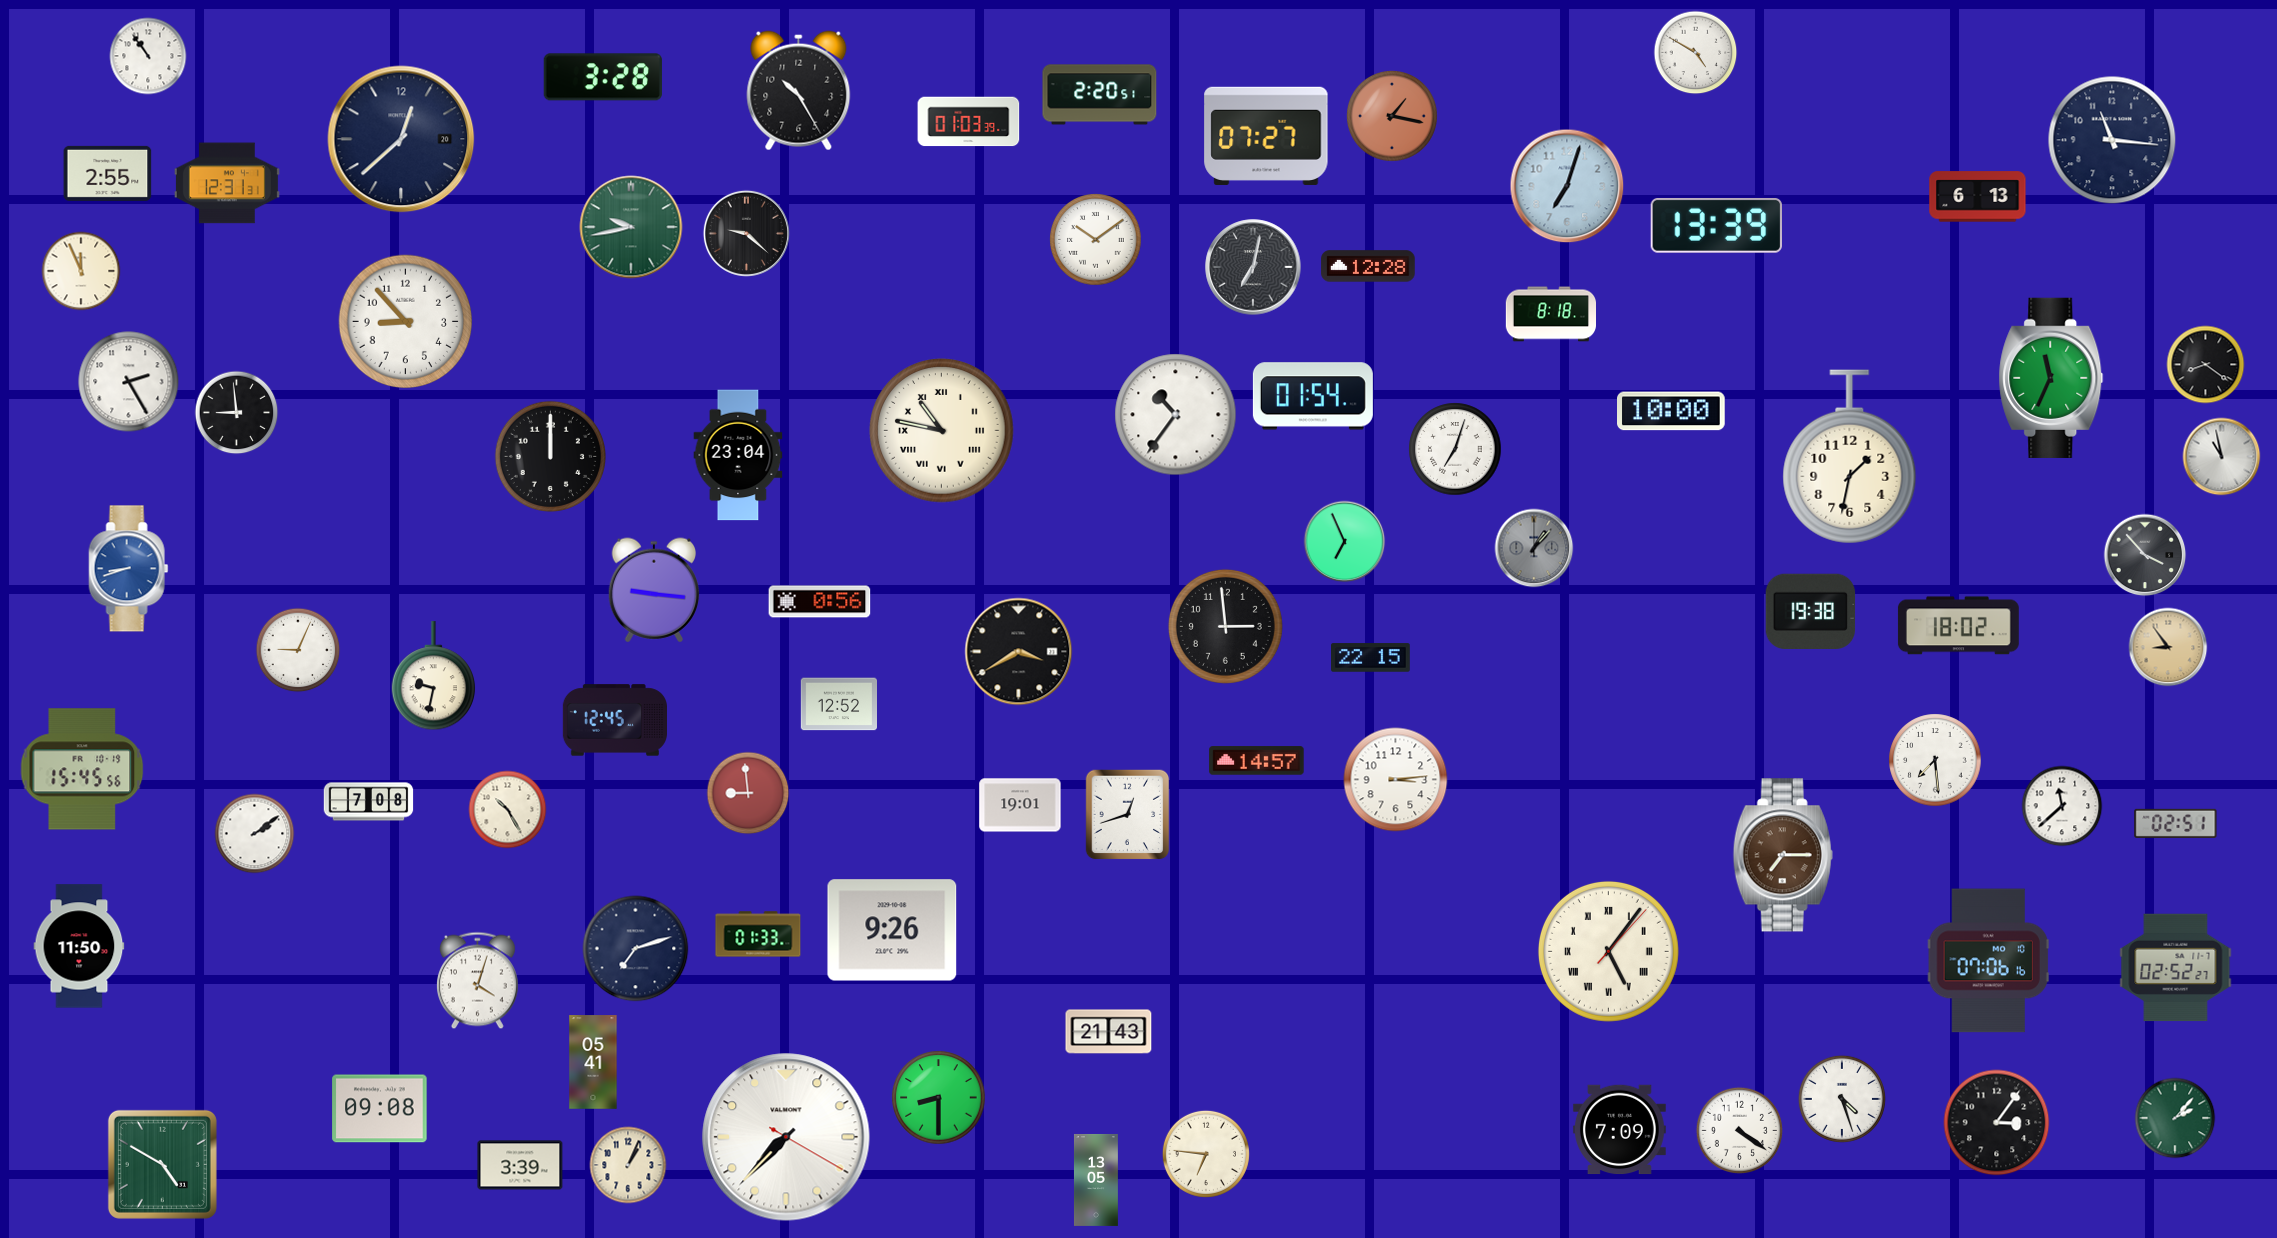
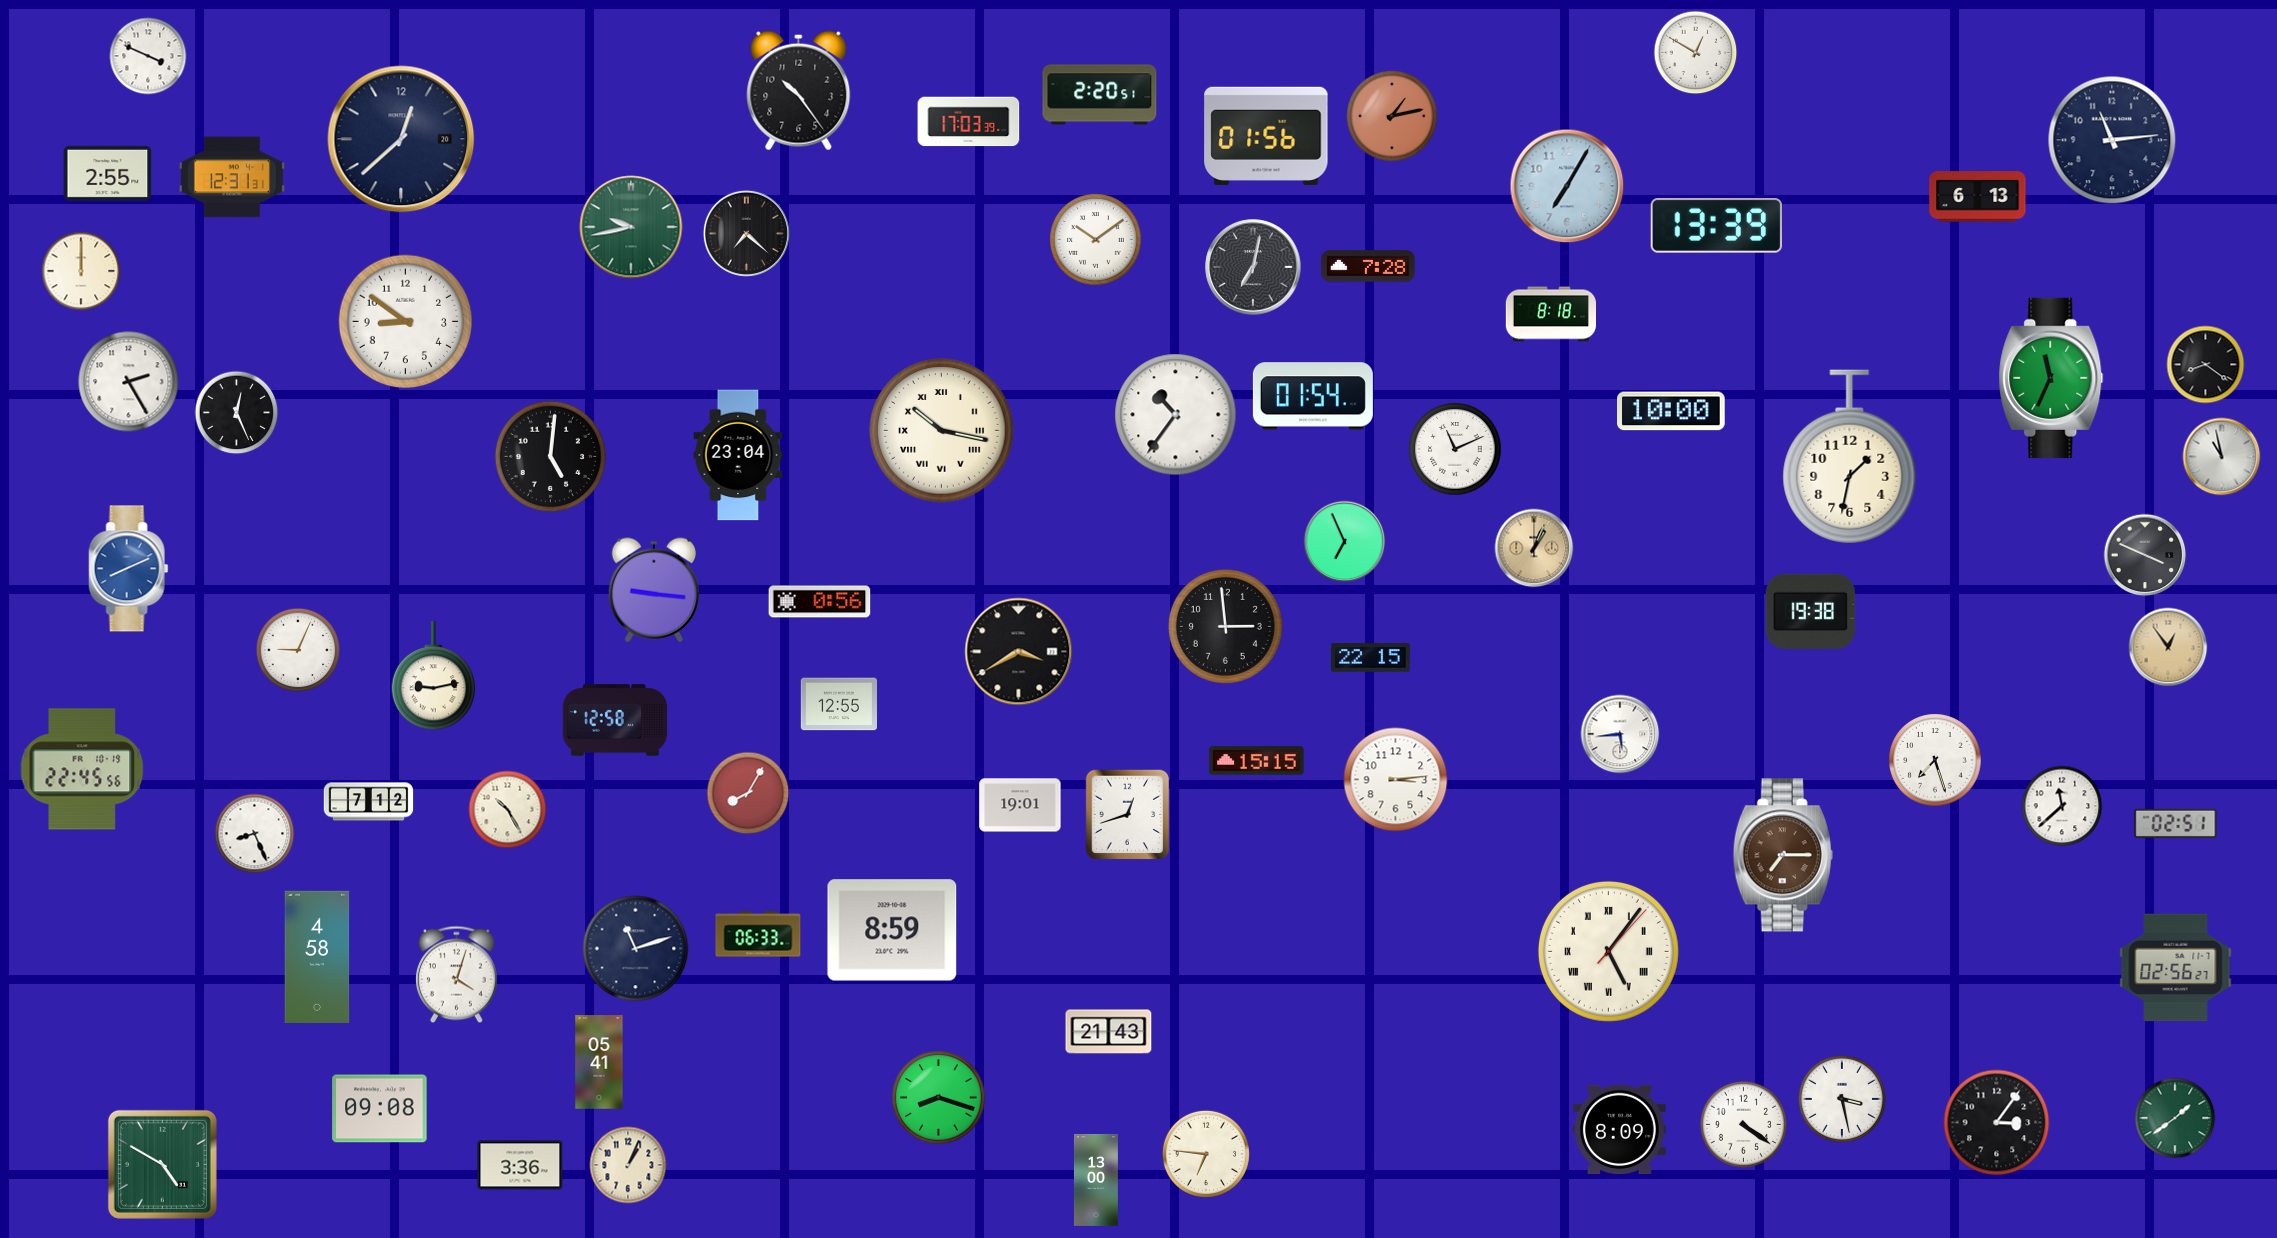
clock at (1696, 53): 4:50 -> 12:50
clock at (148, 56): 10:54 -> 3:49
clock at (603, 77): 3:28 -> none
clock at (799, 91): 10:25 -> 10:24
clock at (1393, 117): 1:17 -> 1:13
clock at (969, 122): 01:03 -> 17:03
clock at (1266, 136): 07:27 -> 01:56
clock at (2112, 140): 11:16 -> 11:14
clock at (227, 183) position: (227, 183) -> (232, 177)
clock at (1567, 186): 7:03 -> 7:05
clock at (746, 233): 9:22 -> 7:22
clock at (1368, 266): 12:28 -> 7:28
clock at (81, 271): 11:56 -> 12:00
clock at (406, 322): 8:53 -> 8:51
clock at (237, 413): 8:59 -> 12:26
clock at (942, 431): 10:47 -> 10:17
clock at (1455, 449): 7:03 -> 11:11
clock at (550, 456): 12:00 -> 5:01
clock at (1534, 548): 1:07 -> 1:04
clock at (1534, 548) dial: grey -> champagne
clock at (2145, 555): 3:53 -> 3:49
clock at (129, 569): 8:42 -> 8:11
clock at (1958, 626): 18:02 -> none
clock at (2168, 647): 8:54 -> 12:54
clock at (434, 676): 9:32 -> 9:13
clock at (838, 704): 12:52 -> 12:55
clock at (614, 720): 12:45 -> 12:58
clock at (1620, 734): none -> 5:44
clock at (1935, 760): 7:29 -> 7:27
clock at (1257, 761): 14:57 -> 15:15
clock at (82, 769): 15:45 -> 22:45
clock at (748, 793): 8:59 -> 8:05
clock at (369, 802): 7:08 -> 7:12
clock at (255, 834): 2:09 -> 8:26
clock at (892, 930): 9:26 -> 8:59
clock at (758, 934): 01:33 -> 06:33
clock at (79, 946): 11:50 -> none
clock at (636, 949): 7:12 -> 11:12
clock at (317, 956): none -> 4:58
clock at (1988, 961): 07:06 -> none
clock at (2176, 968): 02:52 -> 02:56
clock at (478, 981) position: (478, 981) -> (457, 975)
clock at (593, 1062) position: (593, 1062) -> (599, 1062)
clock at (939, 1098): 8:30 -> 8:18
clock at (1842, 1099): 4:27 -> 3:28
clock at (2175, 1118): 2:07 -> 1:39
clock at (1619, 1130): 7:09 -> 8:09
clock at (1739, 1130) position: (1739, 1130) -> (1743, 1124)
clock at (786, 1137): 7:37 -> none
clock at (520, 1165): 3:39 -> 3:36
clock at (1096, 1180): 13:05 -> 13:00
